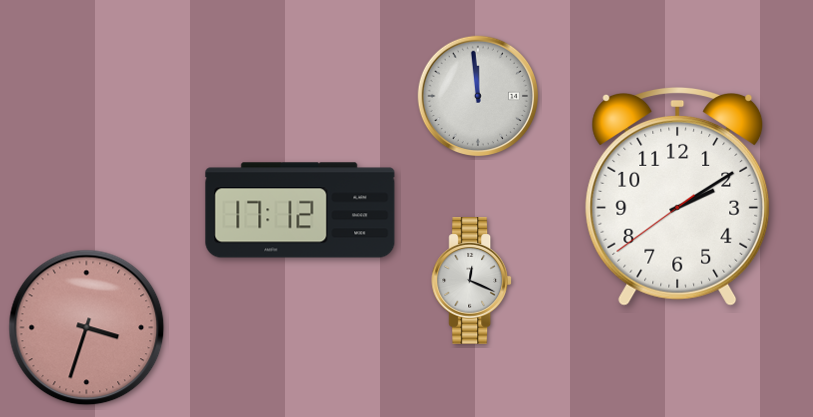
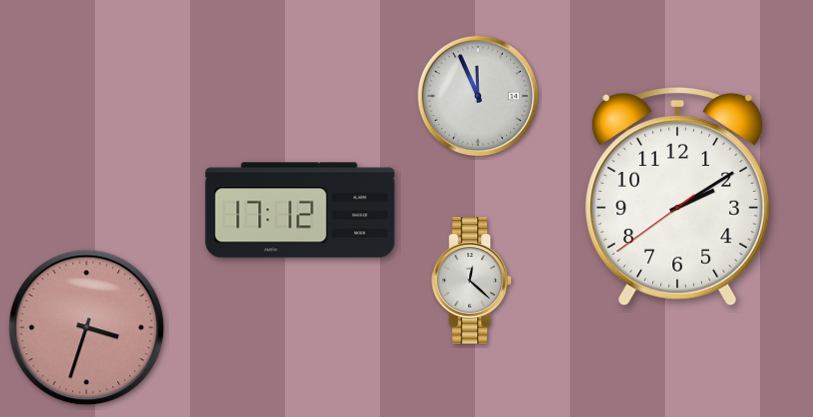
clock at (478, 96): 11:59 -> 11:56
clock at (472, 281): 12:19 -> 12:22
